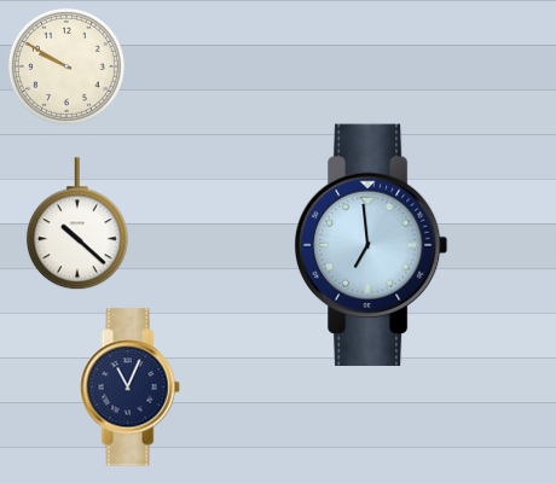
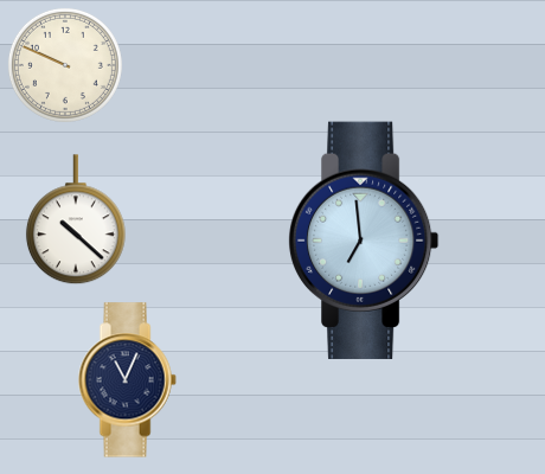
clock at (66, 66): 9:50 -> 9:49
